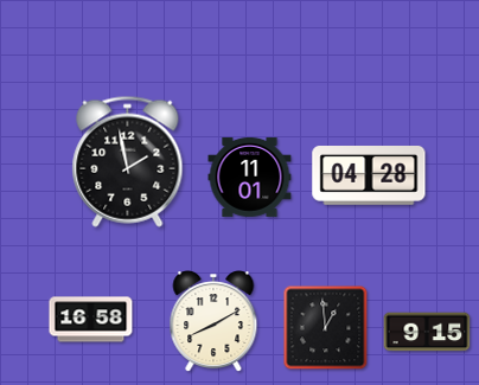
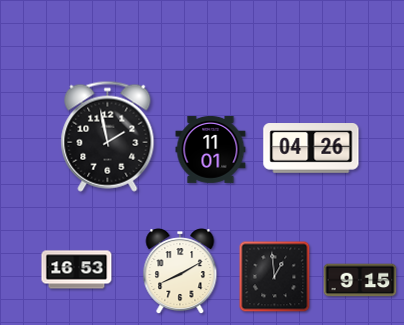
clock at (369, 177): 04:28 -> 04:26
clock at (91, 320): 16:58 -> 16:53
